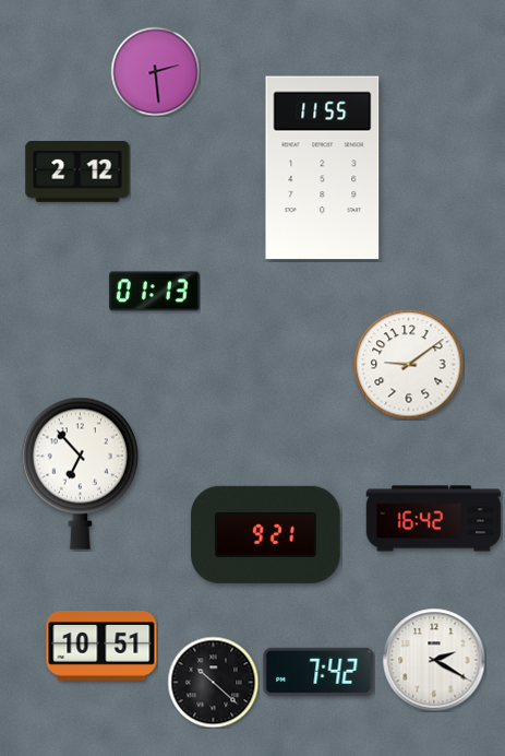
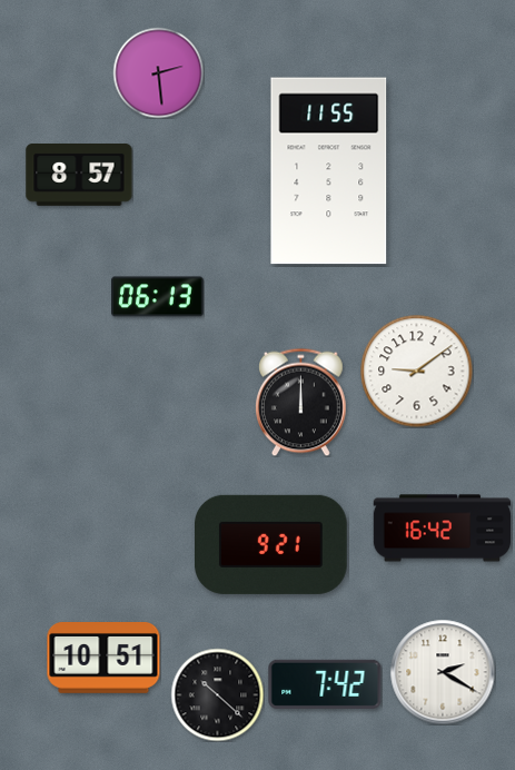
clock at (77, 173): 2:12 -> 8:57
clock at (155, 292): 01:13 -> 06:13
clock at (301, 402): none -> 12:00
clock at (80, 473): 6:53 -> none
